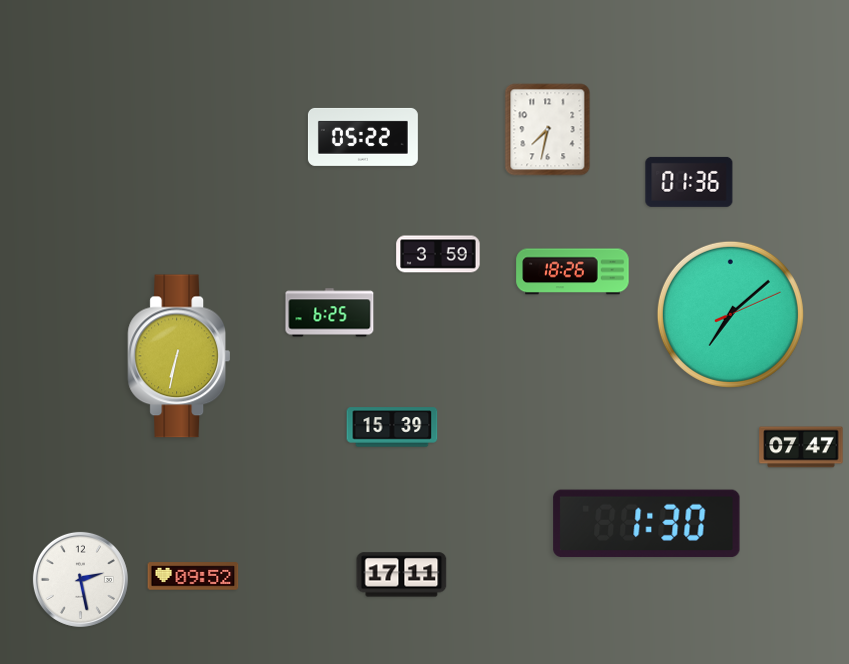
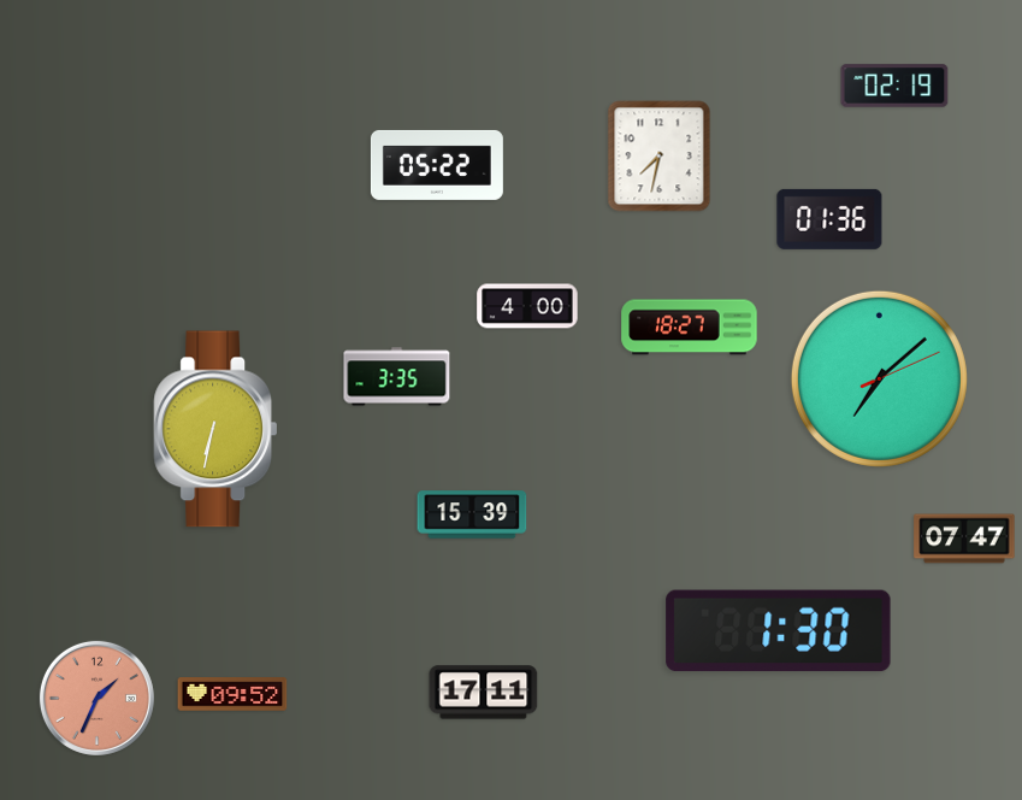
clock at (894, 86): none -> 02:19
clock at (438, 254): 3:59 -> 4:00
clock at (573, 272): 18:26 -> 18:27
clock at (330, 313): 6:25 -> 3:35
clock at (80, 579): 2:28 -> 1:34
clock at (80, 579) dial: white -> salmon
